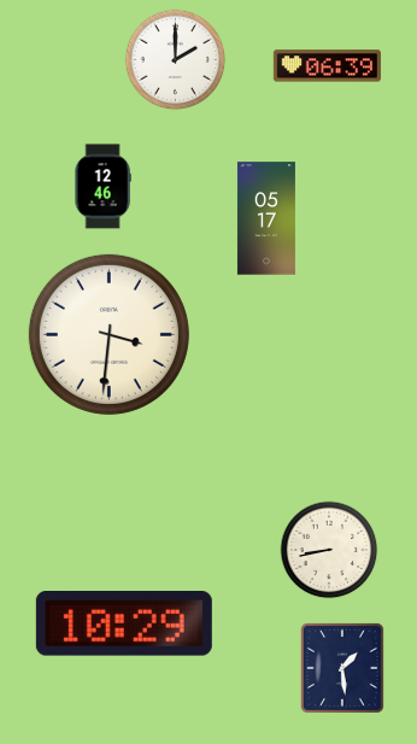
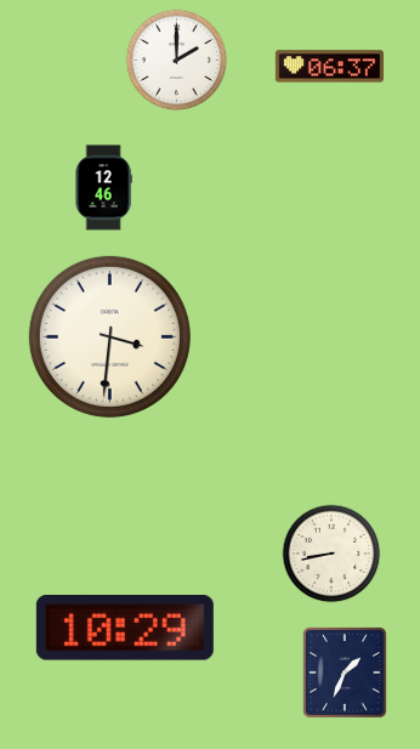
clock at (327, 66): 06:39 -> 06:37
clock at (266, 218): 05:17 -> none
clock at (342, 668): 1:29 -> 1:34
